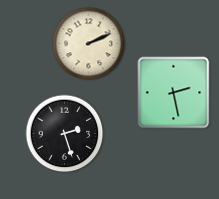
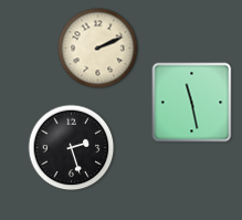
clock at (174, 93): 2:28 -> 11:28
